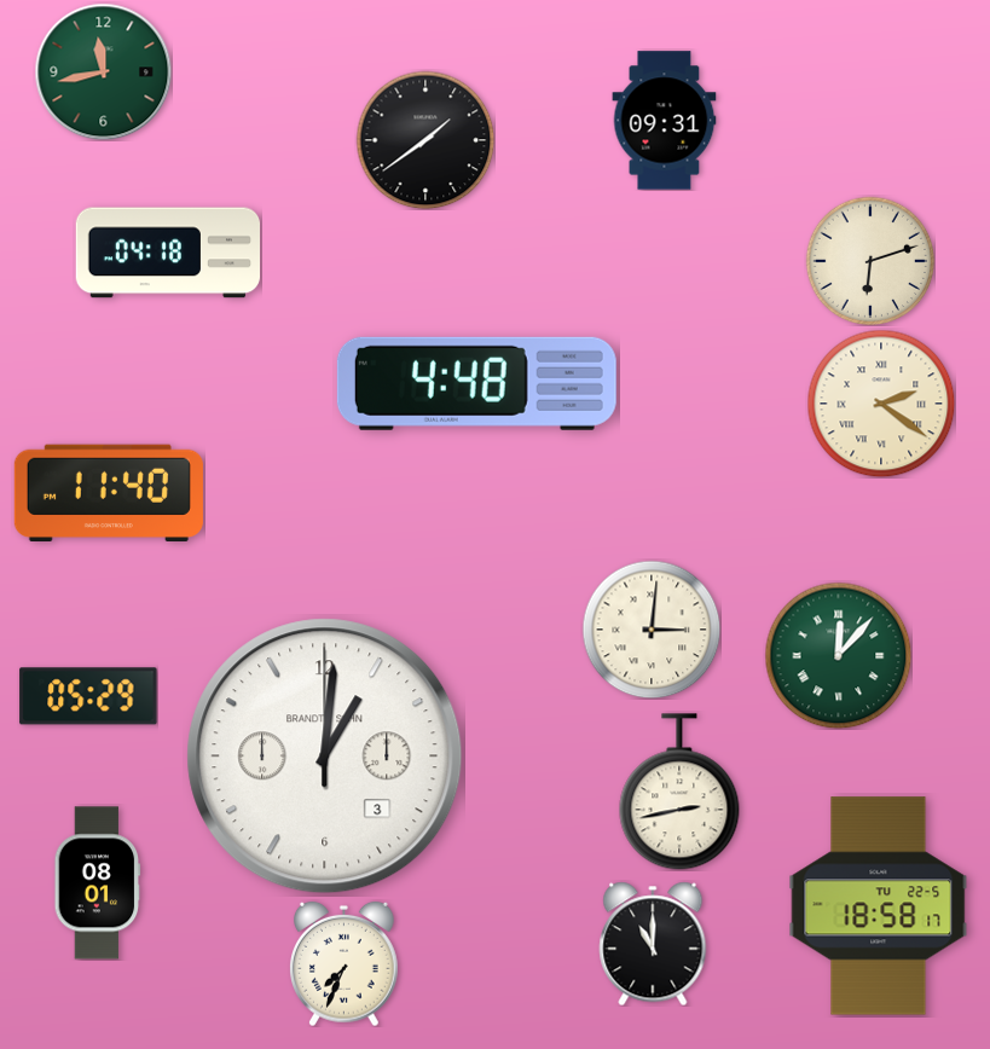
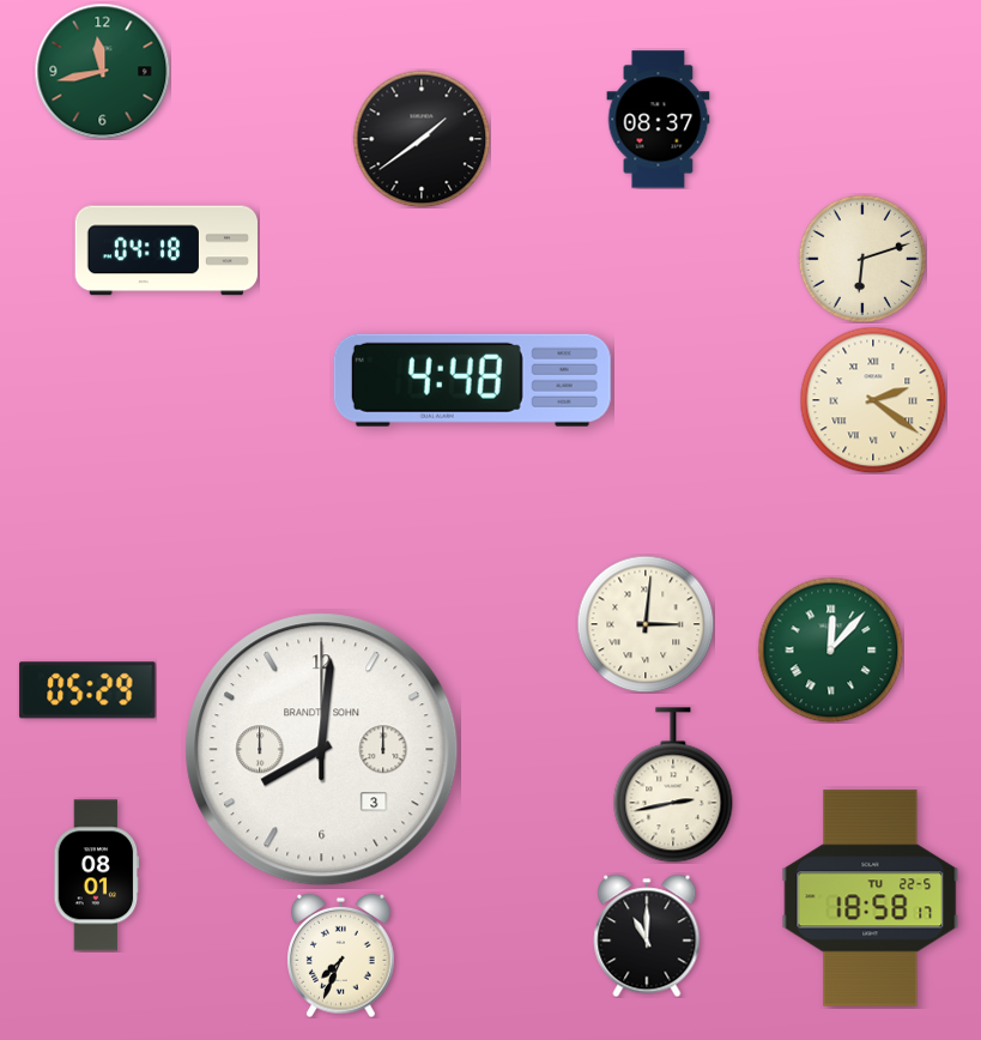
clock at (665, 121): 09:31 -> 08:37
clock at (109, 492): 11:40 -> none
clock at (325, 757): 1:01 -> 8:01
